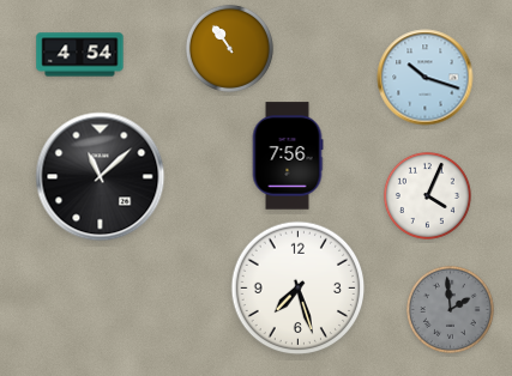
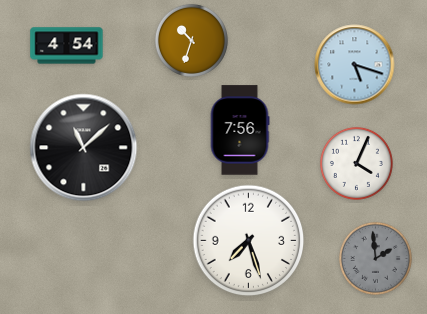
clock at (229, 48): 10:54 -> 10:33
clock at (426, 78): 10:18 -> 5:18
